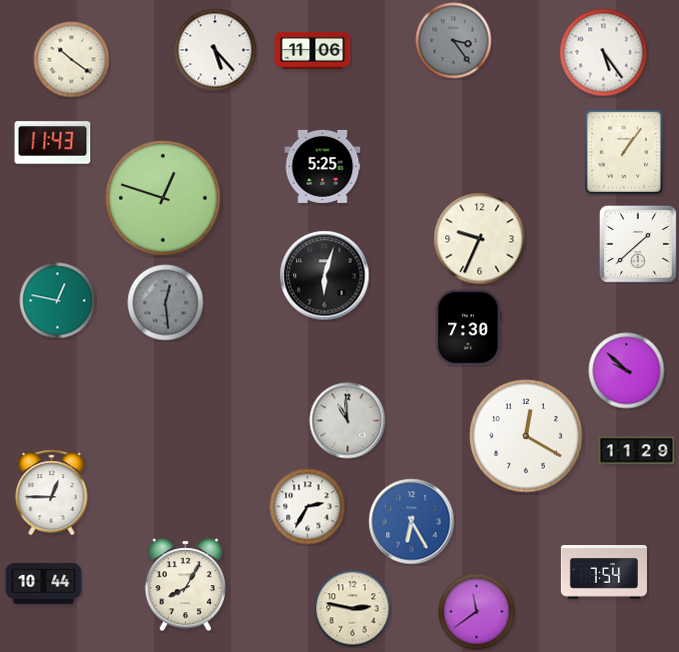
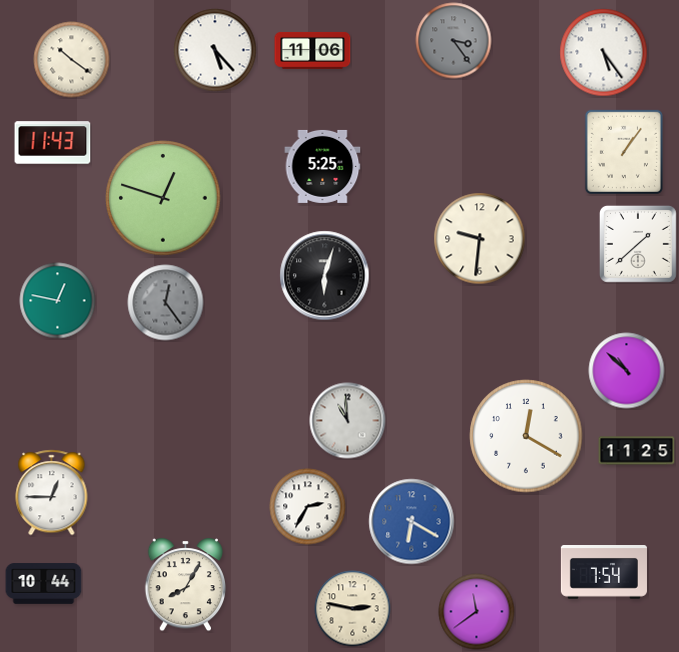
clock at (480, 239): 9:34 -> 9:31
clock at (166, 303): 12:29 -> 12:24
clock at (468, 328): 7:30 -> none
clock at (627, 371): 9:52 -> 10:52
clock at (637, 451): 11:29 -> 11:25
clock at (412, 522): 6:25 -> 6:20
